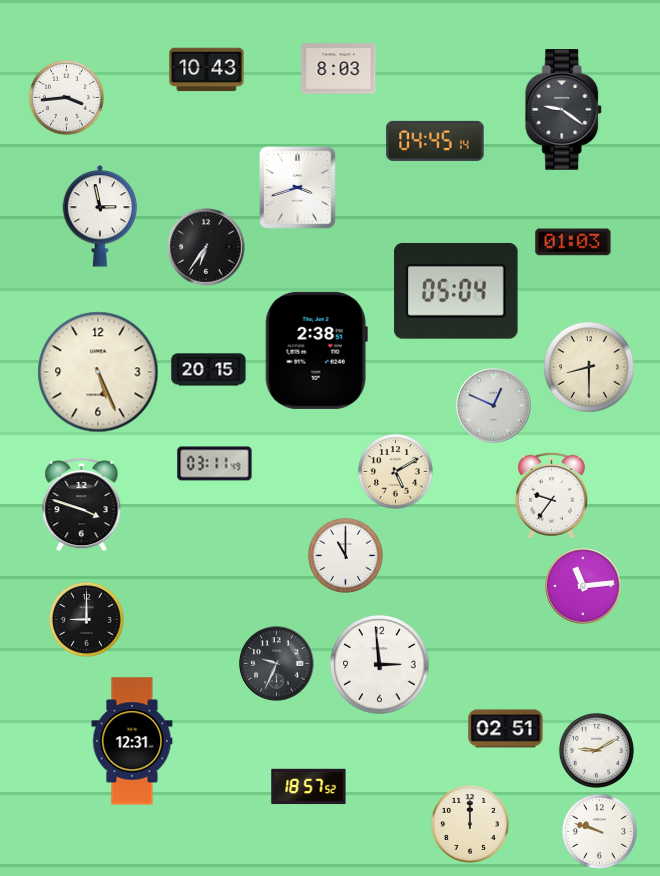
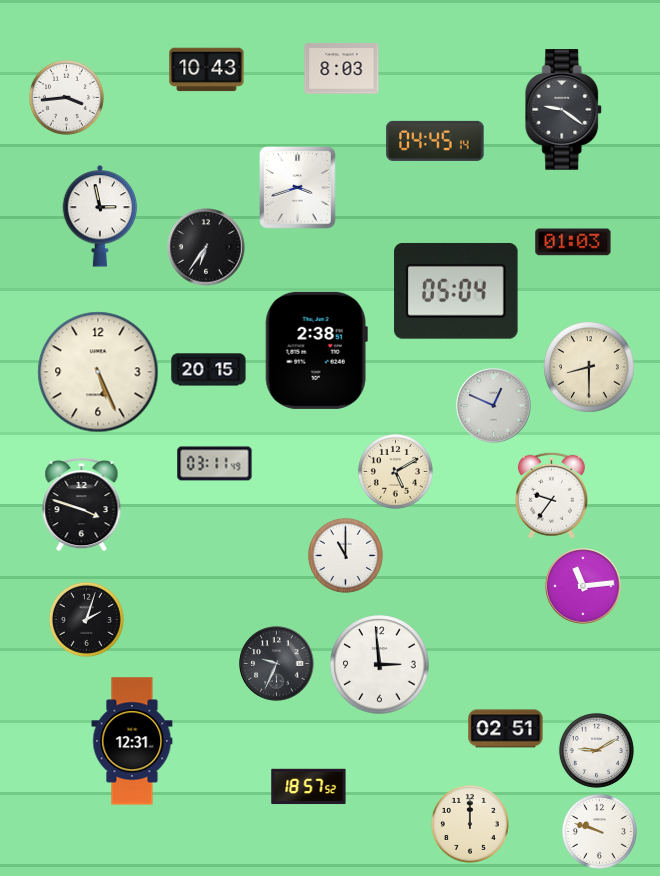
clock at (339, 69) position: (339, 69) -> (342, 69)
clock at (86, 619): 9:00 -> 2:03
